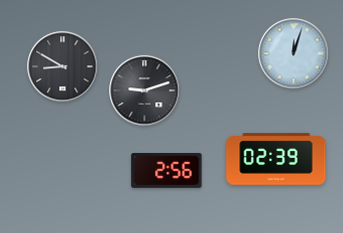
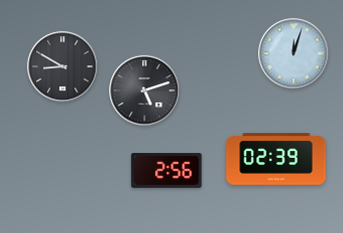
clock at (145, 91): 9:12 -> 5:12
